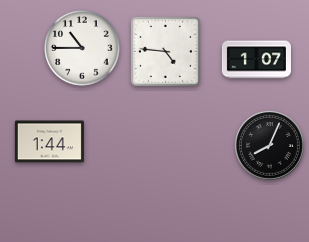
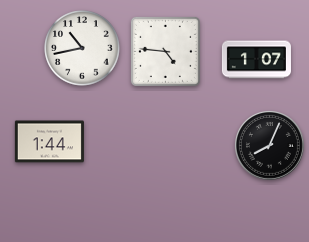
clock at (82, 48): 10:45 -> 10:43
